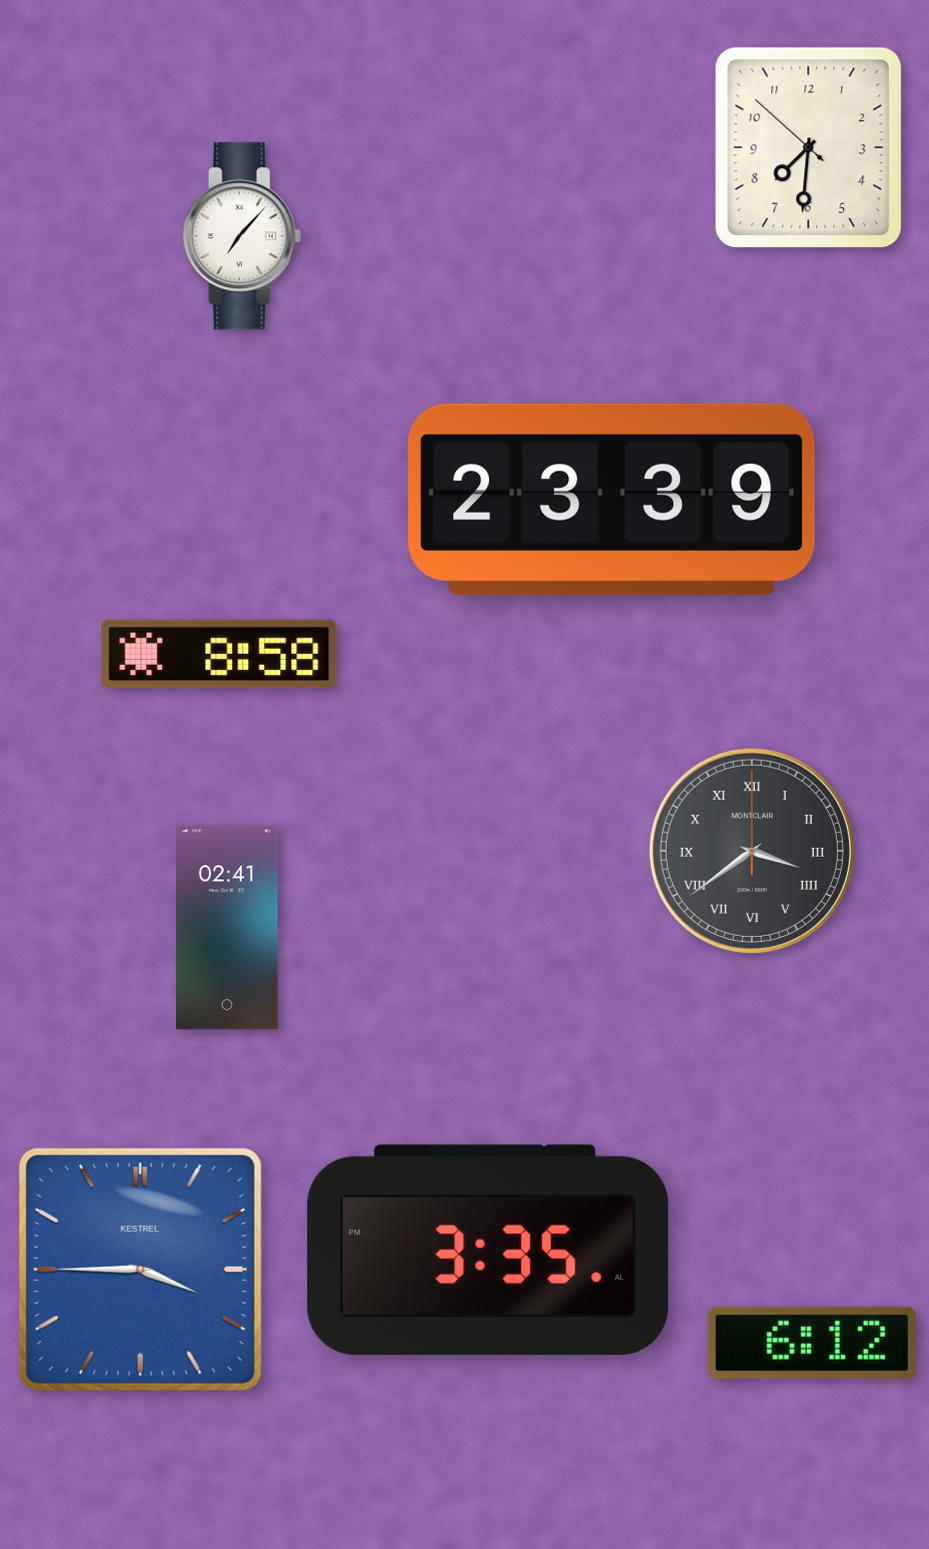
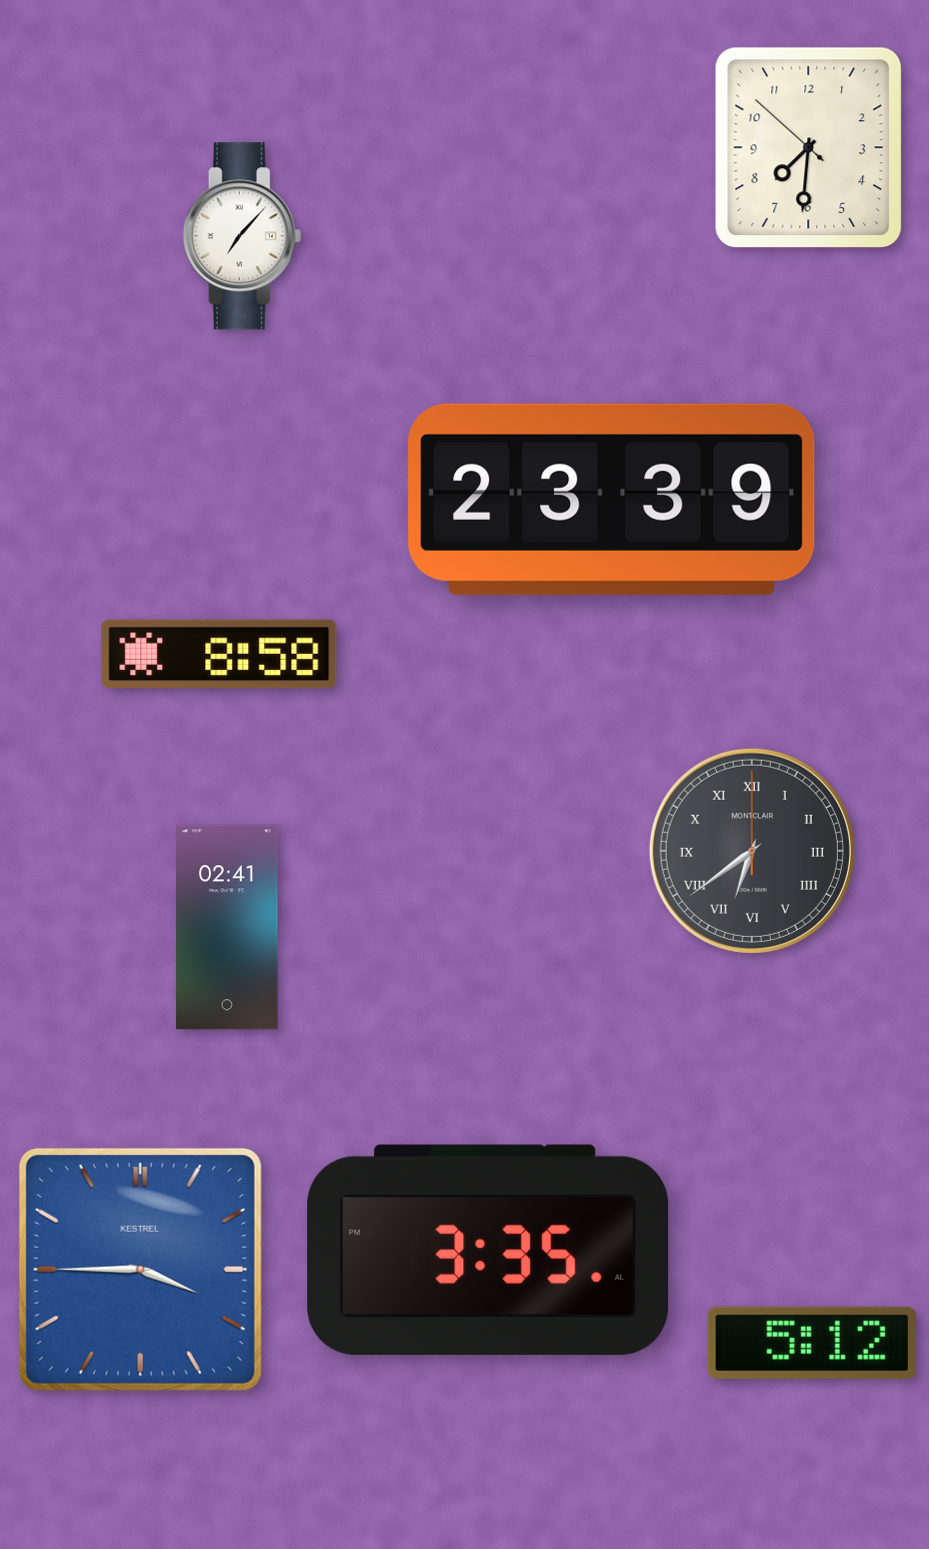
clock at (752, 851): 3:39 -> 6:39
clock at (812, 1343): 6:12 -> 5:12
